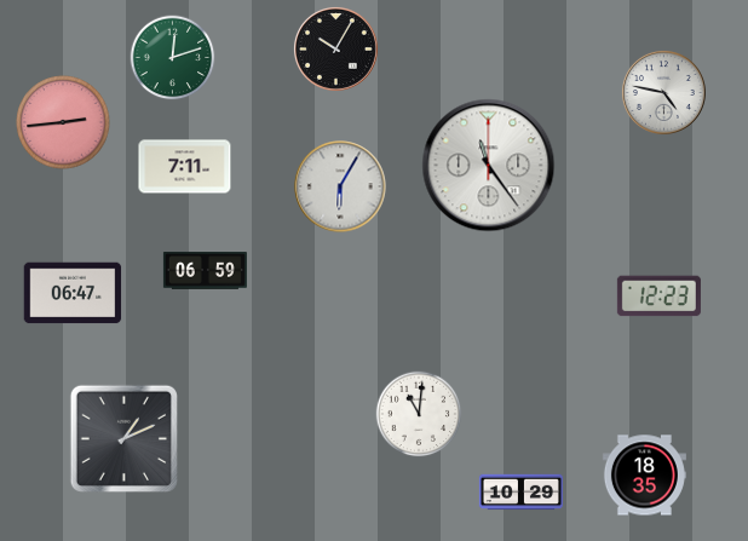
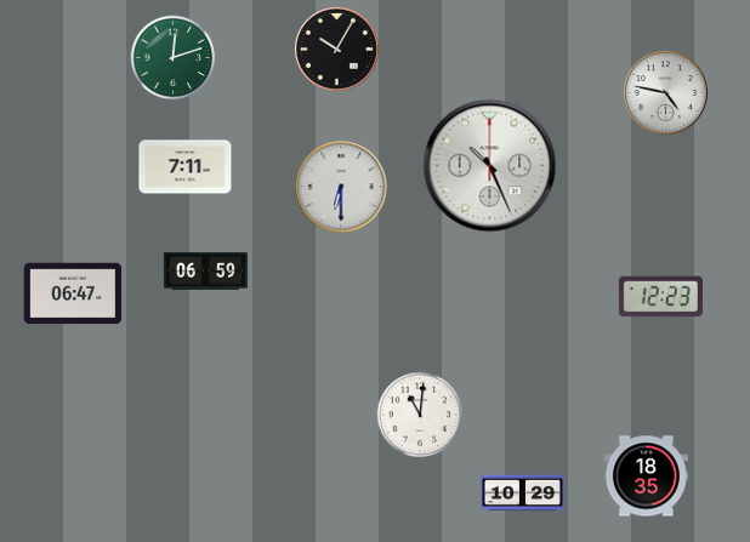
clock at (63, 122): 2:44 -> none
clock at (489, 166): 11:24 -> 10:26
clock at (340, 186): 6:05 -> 6:30
clock at (123, 438): 1:11 -> none
